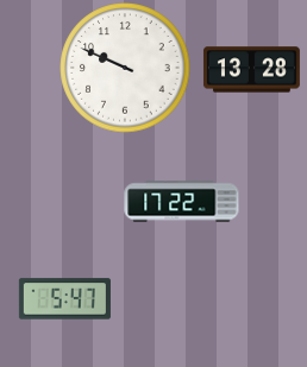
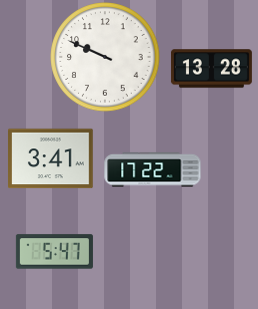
clock at (251, 70) position: (251, 70) -> (211, 69)
clock at (51, 159): none -> 3:41
